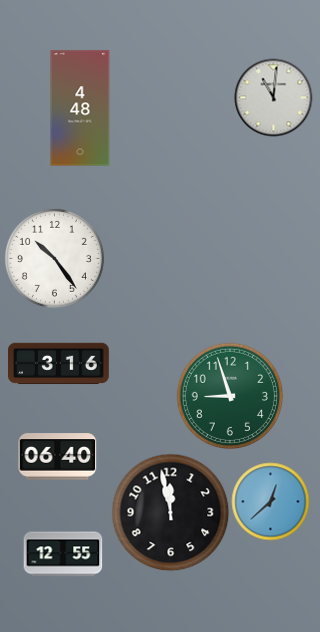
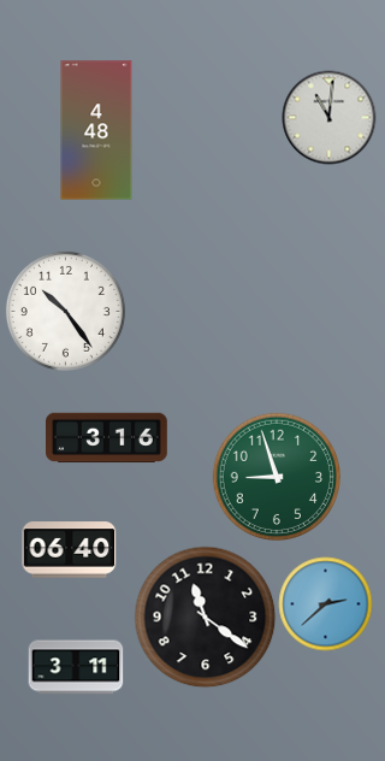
clock at (59, 364) position: (59, 364) -> (107, 438)
clock at (270, 501): 12:38 -> 2:38
clock at (170, 512): 11:58 -> 11:21
clock at (63, 554): 12:55 -> 3:11
